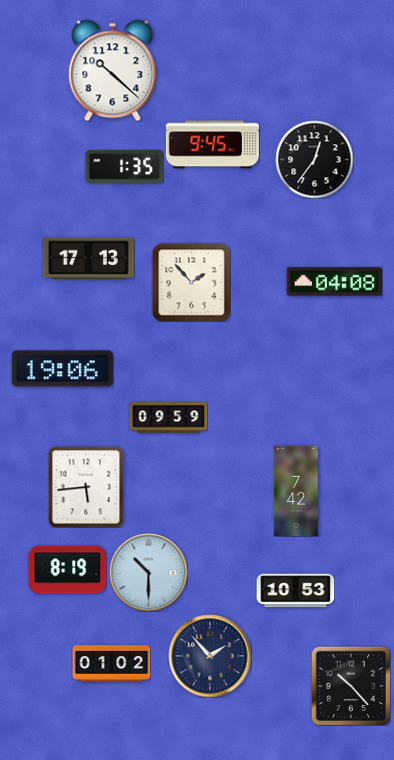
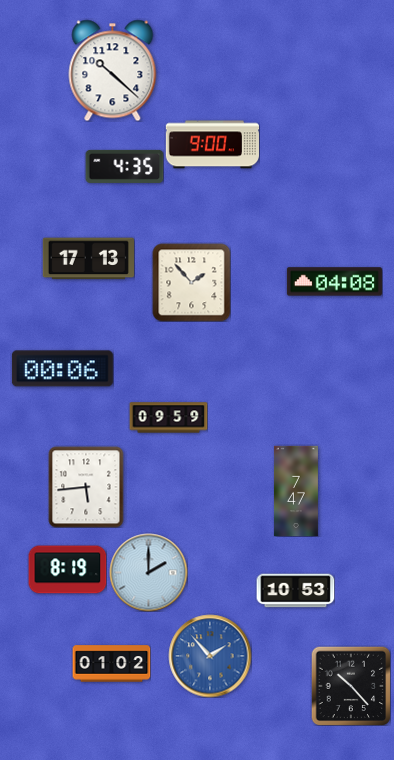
clock at (212, 145): 9:45 -> 9:00
clock at (314, 159): 12:36 -> none
clock at (124, 166): 1:35 -> 4:35
clock at (62, 369): 19:06 -> 00:06
clock at (296, 491): 7:42 -> 7:47
clock at (148, 572): 10:30 -> 2:00
clock at (210, 656) dial: navy -> blue
